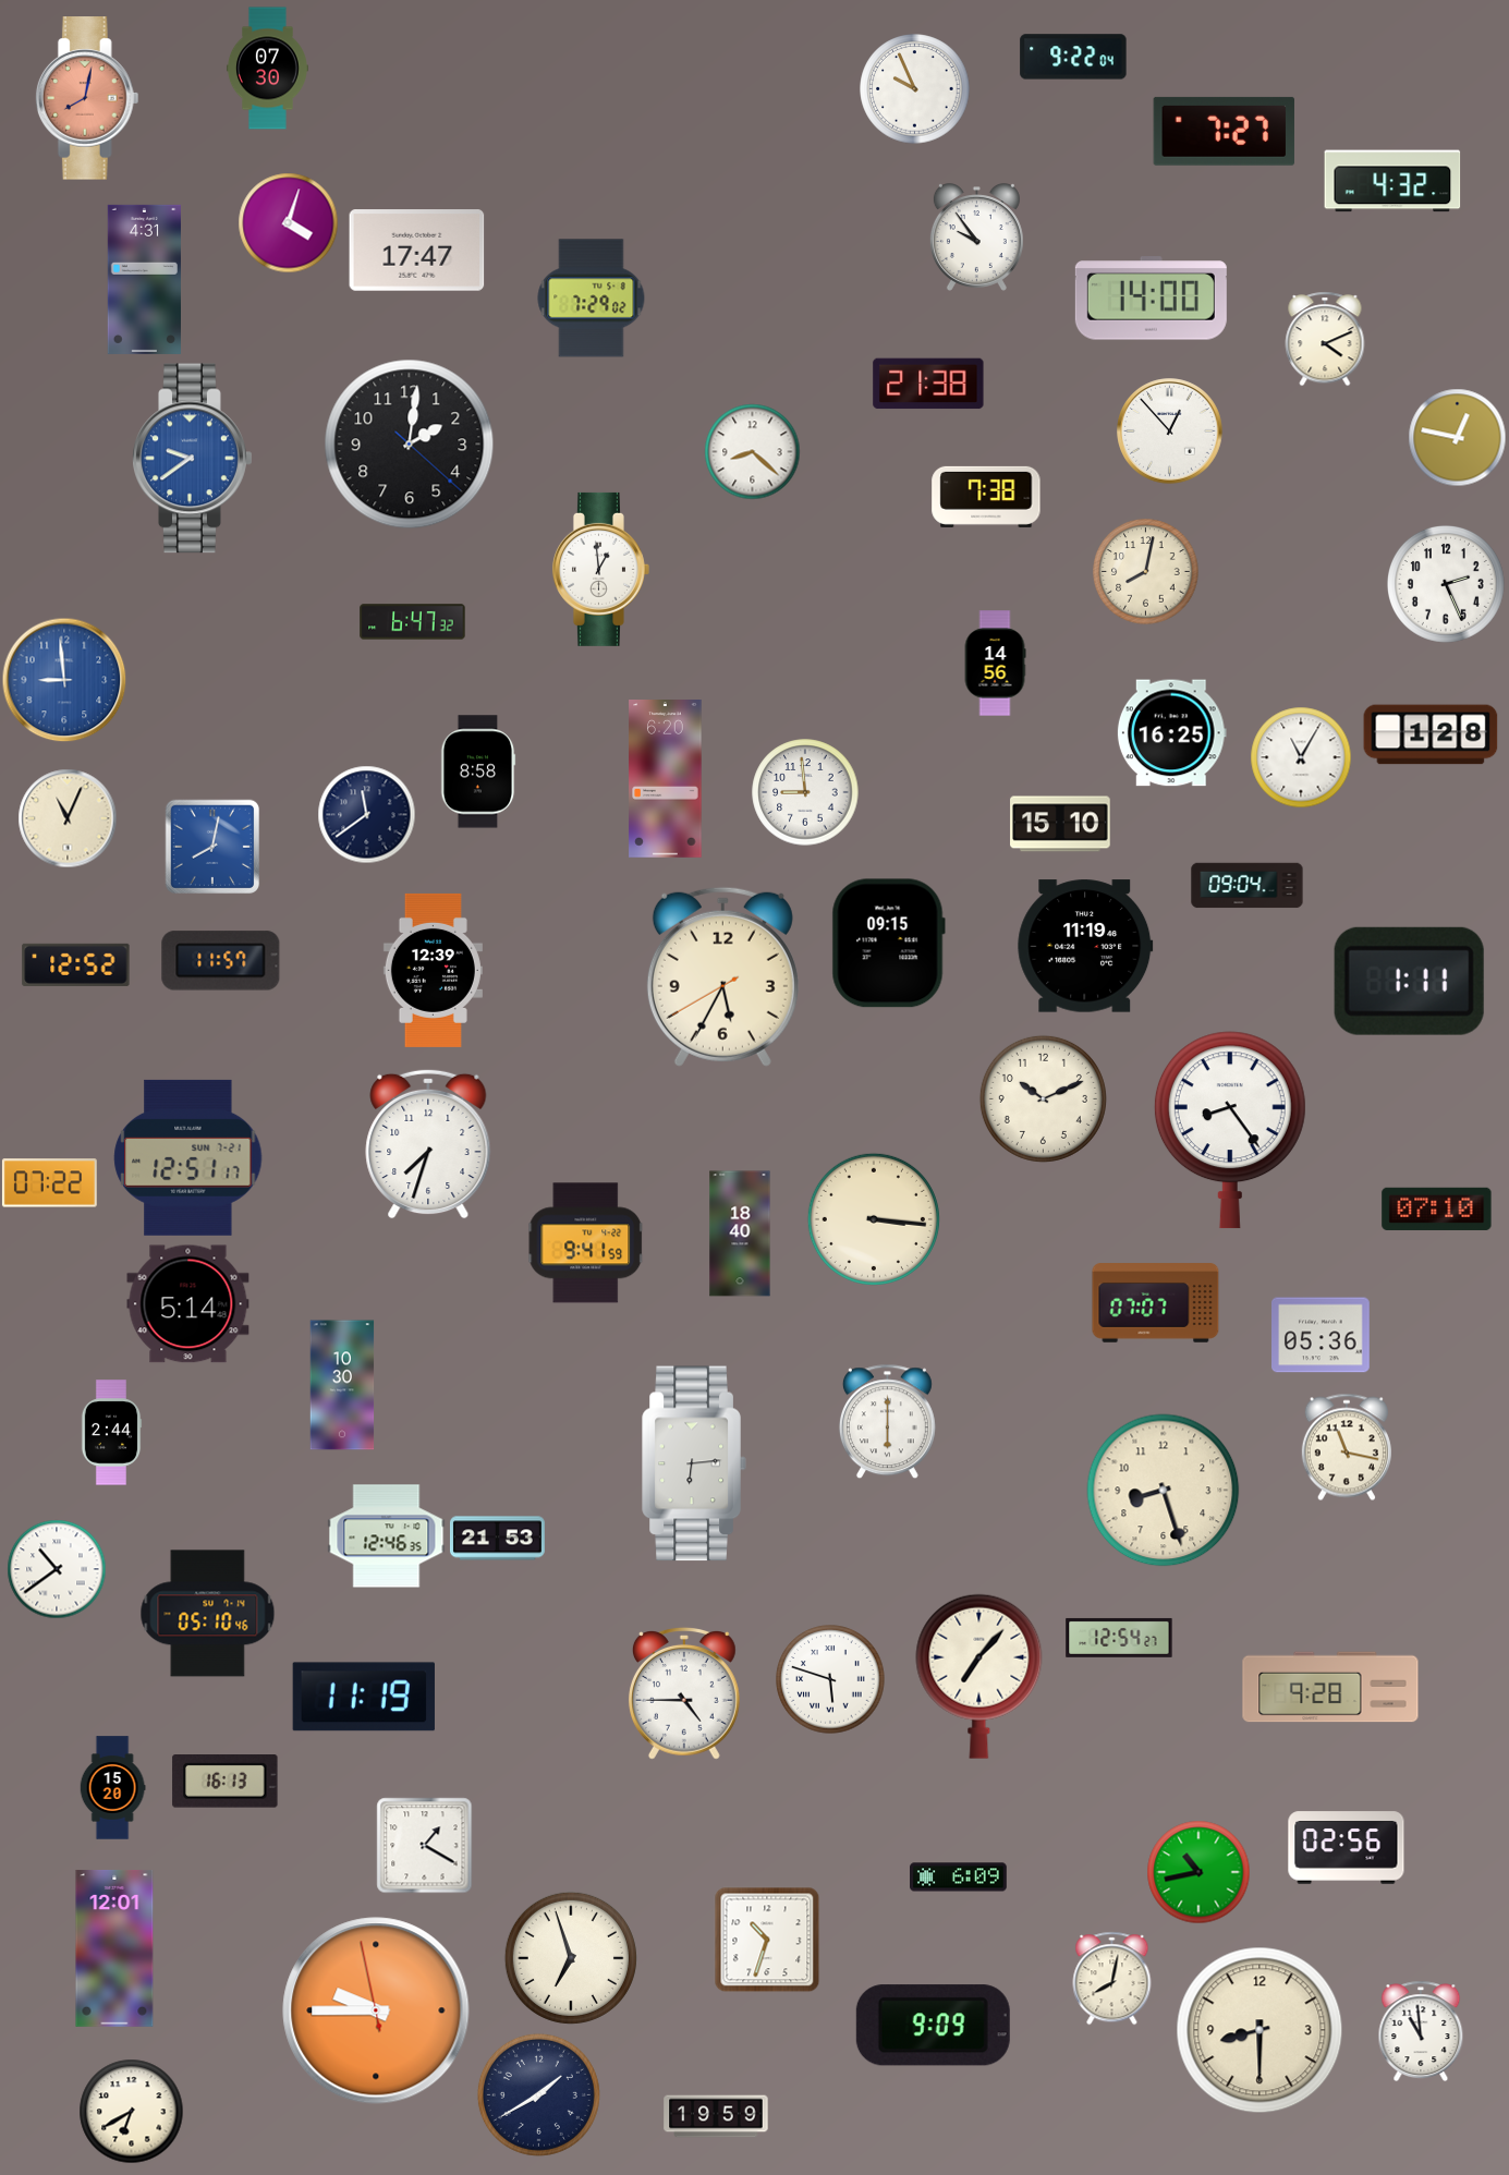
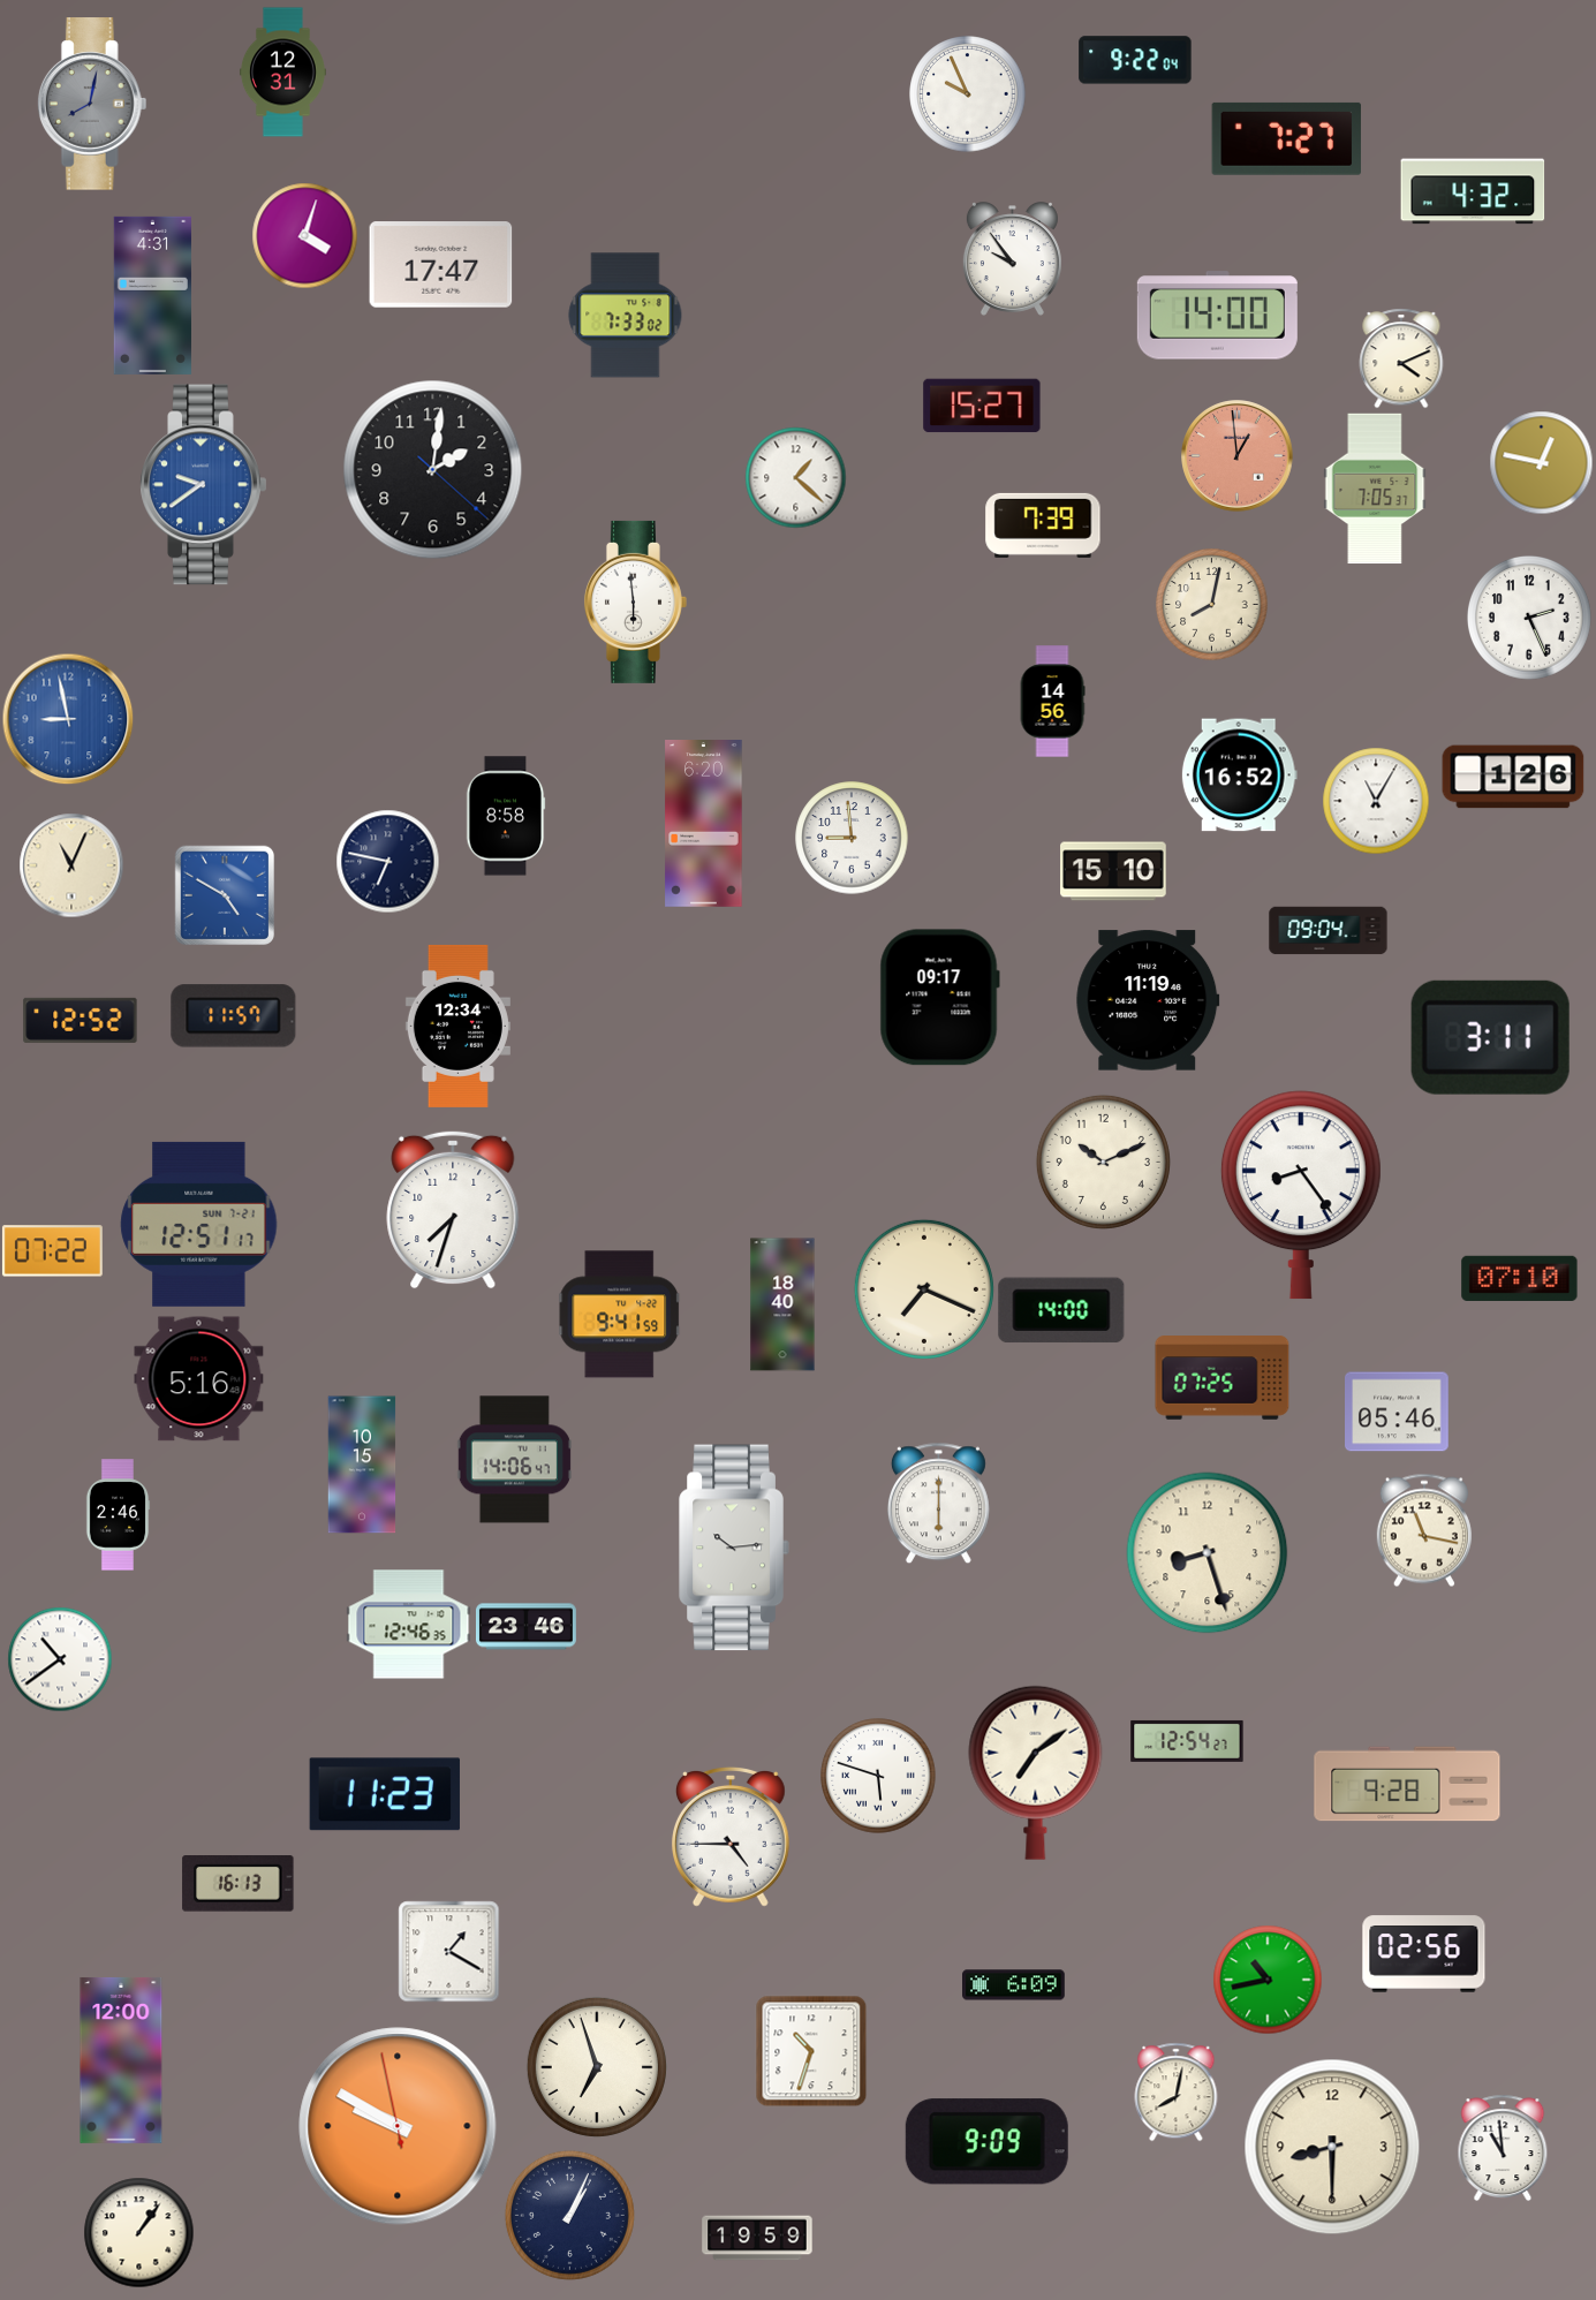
clock at (267, 69): 07:30 -> 12:31
clock at (87, 98) dial: salmon -> grey
clock at (1224, 131) position: (1224, 131) -> (1286, 138)
clock at (976, 238) position: (976, 238) -> (1012, 259)
clock at (592, 299): 7:29 -> 7:33
clock at (928, 384): 21:38 -> 15:27
clock at (1170, 432): 12:53 -> 12:59
clock at (1170, 432) dial: white -> salmon
clock at (752, 451): 8:22 -> 1:22
clock at (1375, 489): none -> 7:05
clock at (986, 497): 7:38 -> 7:39
clock at (600, 569): 12:59 -> 5:59
clock at (413, 622): 6:47 -> none
clock at (64, 680): 8:59 -> 8:58
clock at (1171, 733): 16:25 -> 16:52
clock at (1431, 734): 1:28 -> 1:26
clock at (366, 814): 11:39 -> 6:47
clock at (1060, 824) position: (1060, 824) -> (1113, 871)
clock at (212, 847): 8:02 -> 4:50
clock at (1248, 886) position: (1248, 886) -> (1329, 931)
clock at (888, 944): 09:15 -> 09:17
clock at (433, 970): 12:39 -> 12:34
clock at (722, 976): 5:34 -> none
clock at (1409, 981): 1:11 -> 3:11
clock at (874, 1219): 3:16 -> 7:19
clock at (1061, 1310): none -> 14:00
clock at (1156, 1303): 07:07 -> 07:25
clock at (188, 1304): 5:14 -> 5:16
clock at (1322, 1335): 05:36 -> 05:46
clock at (514, 1460): none -> 14:06
clock at (342, 1385): 10:30 -> 10:15
clock at (111, 1433): 2:44 -> 2:46
clock at (694, 1463): 6:14 -> 10:14
clock at (1164, 1491) position: (1164, 1491) -> (1208, 1553)
clock at (497, 1539): 21:53 -> 23:46
clock at (208, 1614): 05:10 -> none
clock at (1119, 1638) position: (1119, 1638) -> (1187, 1741)
clock at (979, 1676): 7:07 -> 7:09
clock at (684, 1693) position: (684, 1693) -> (731, 1837)
clock at (364, 1697): 11:19 -> 11:23
clock at (112, 1788): 15:20 -> none
clock at (114, 1948): 12:01 -> 12:00
clock at (571, 1958) position: (571, 1958) -> (597, 2067)
clock at (376, 2010): 9:44 -> 9:49
clock at (538, 2094): 1:40 -> 1:04
clock at (131, 2111): 6:40 -> 1:06
